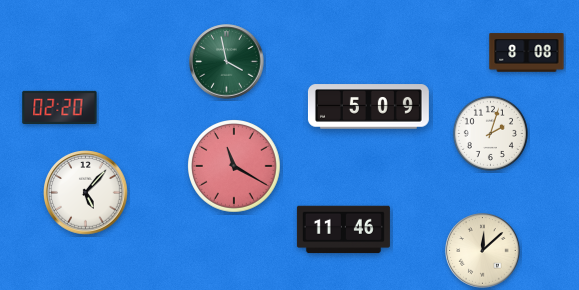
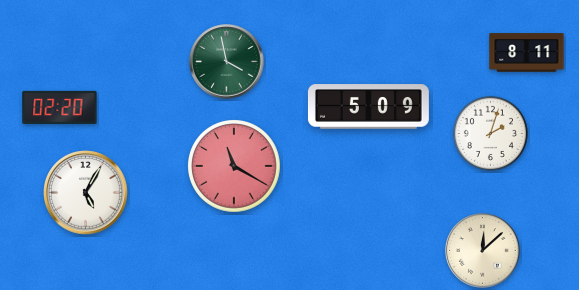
clock at (527, 53): 8:08 -> 8:11
clock at (86, 193): 5:07 -> 5:05
clock at (343, 230): 11:46 -> none
